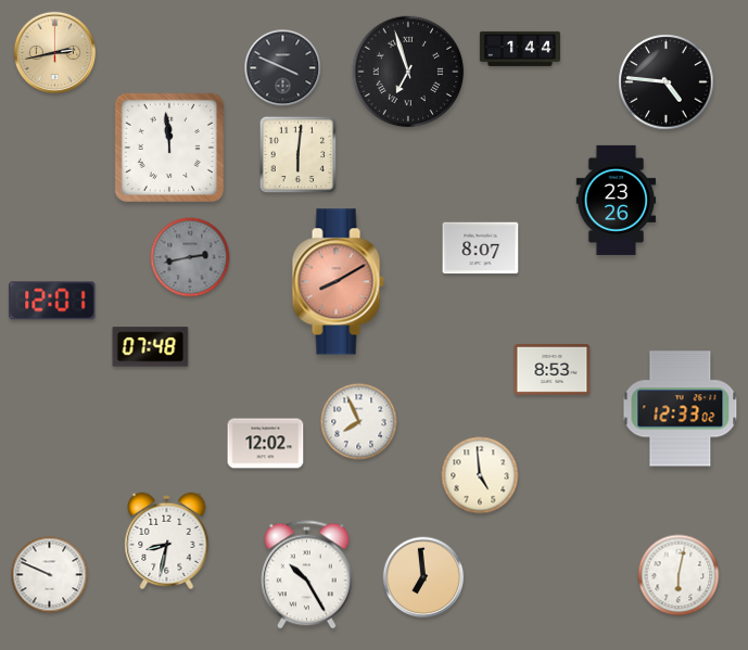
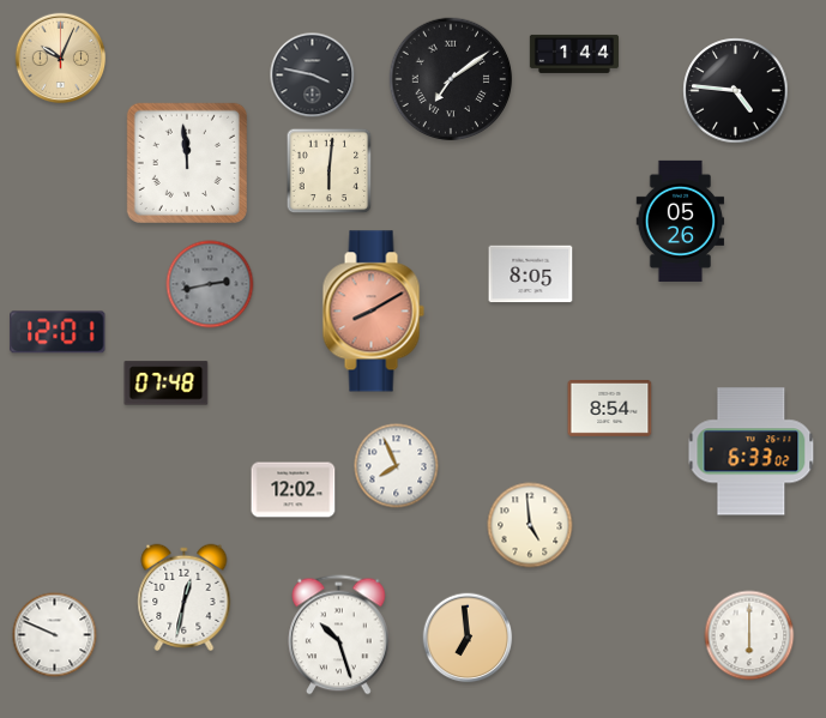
clock at (55, 53): 2:43 -> 10:04
clock at (283, 68): 3:49 -> 3:47
clock at (408, 72): 6:57 -> 7:09
clock at (617, 200): 23:26 -> 05:26
clock at (481, 248): 8:07 -> 8:05
clock at (553, 369): 8:53 -> 8:54
clock at (681, 409): 12:33 -> 6:33
clock at (167, 541): 8:32 -> 12:32
clock at (307, 575): 10:25 -> 10:27
clock at (679, 575): 6:02 -> 6:00
